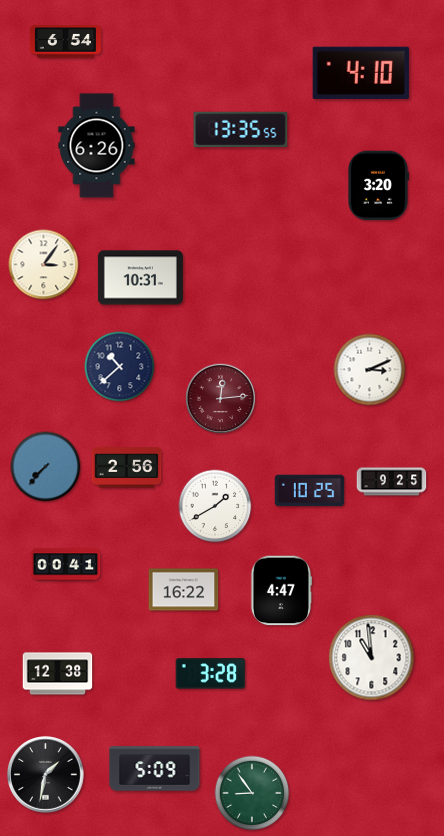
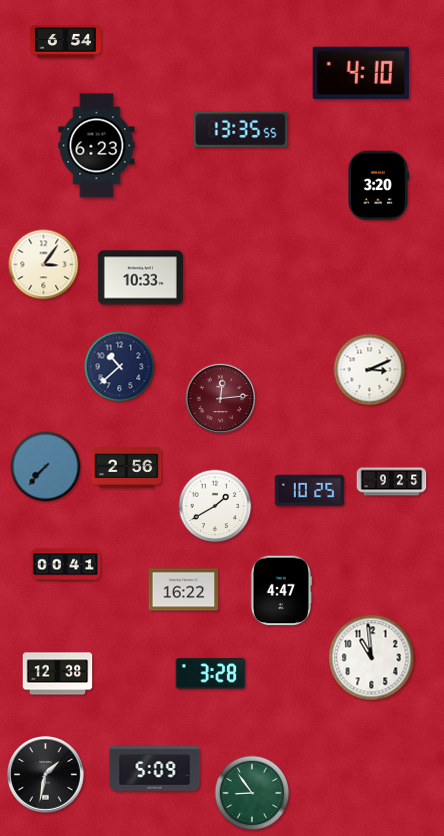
clock at (97, 146): 6:26 -> 6:23
clock at (140, 278): 10:31 -> 10:33
